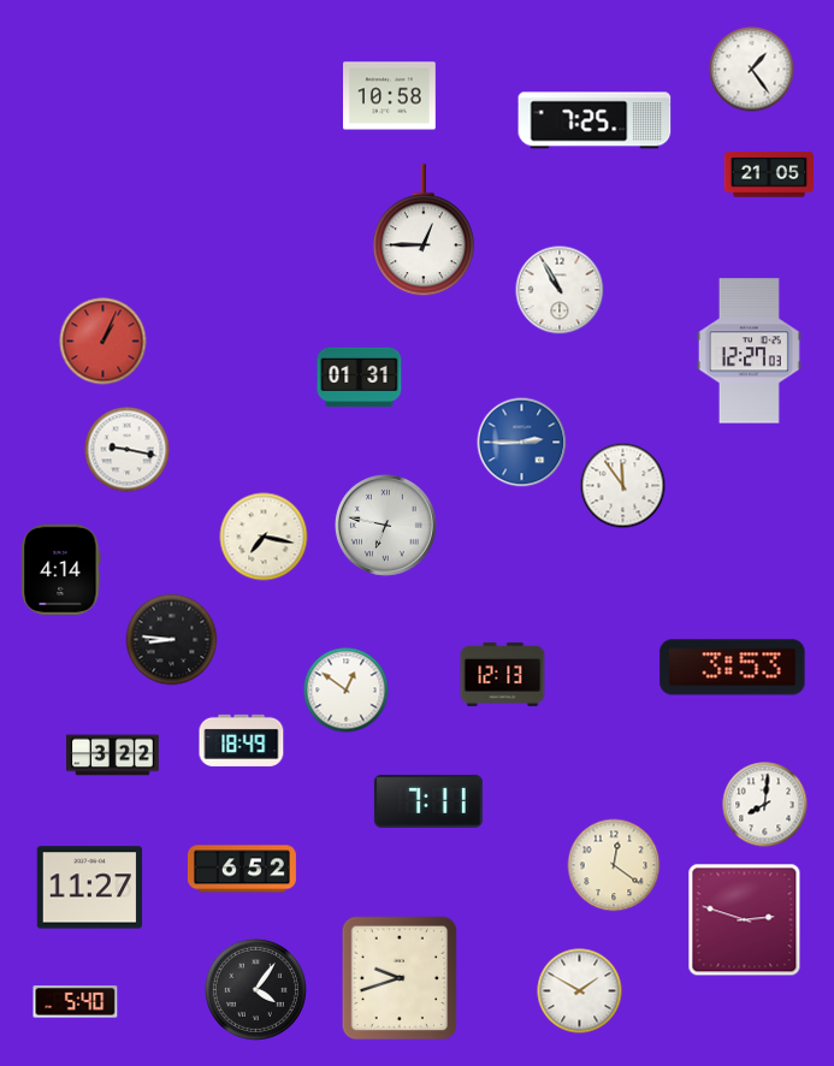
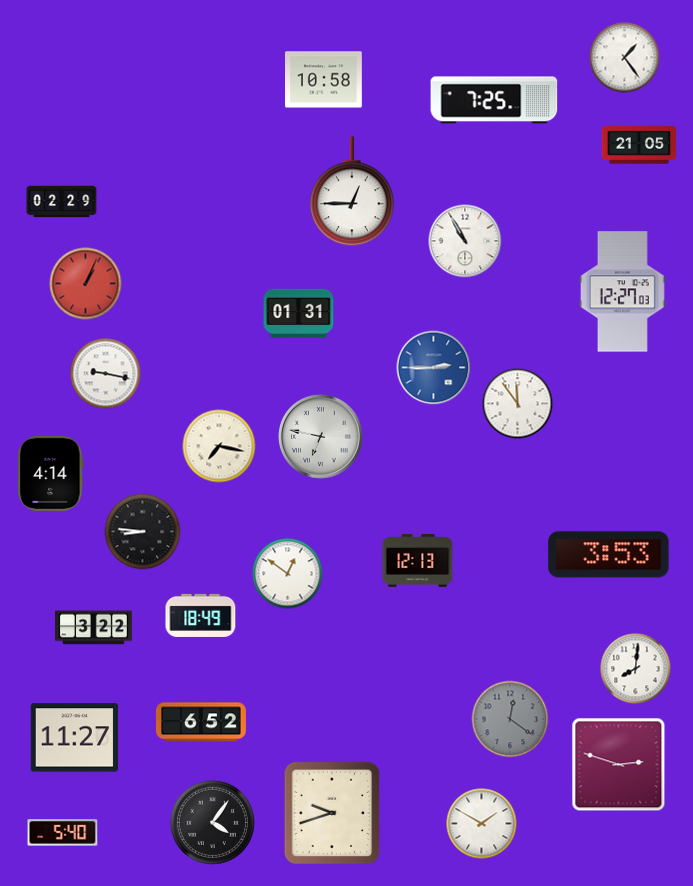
clock at (62, 202): none -> 02:29
clock at (428, 801): 7:11 -> none
clock at (614, 865) dial: cream -> grey
